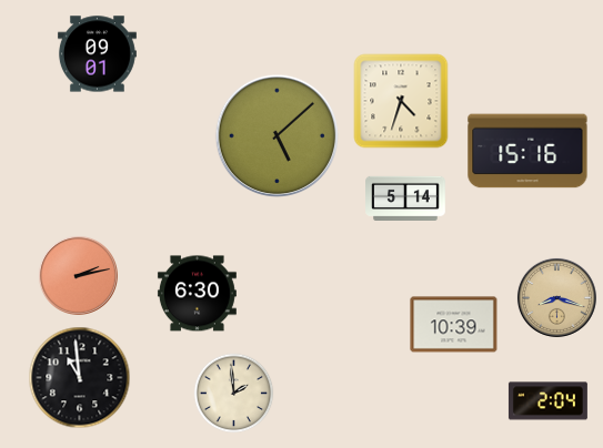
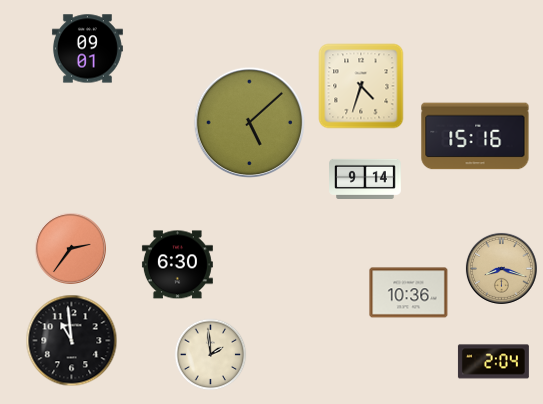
clock at (401, 101) position: (401, 101) -> (361, 86)
clock at (405, 197): 5:14 -> 9:14
clock at (78, 275): 2:13 -> 2:36
clock at (454, 325): 10:39 -> 10:36
